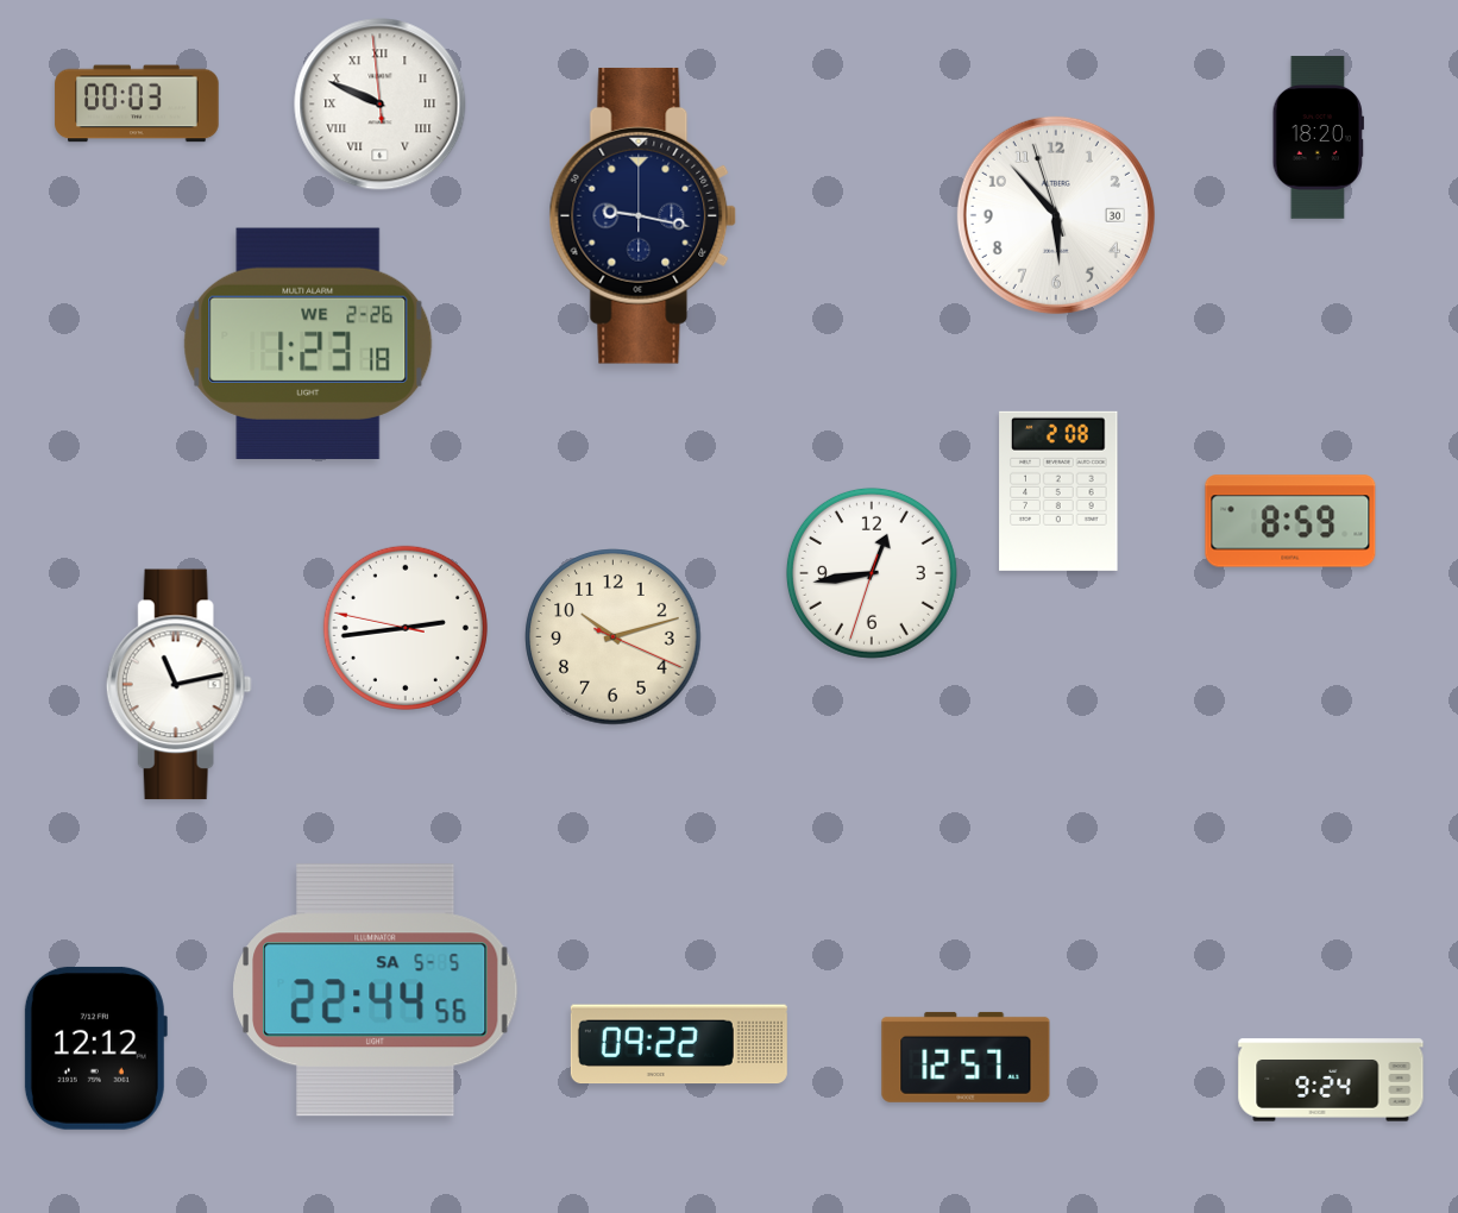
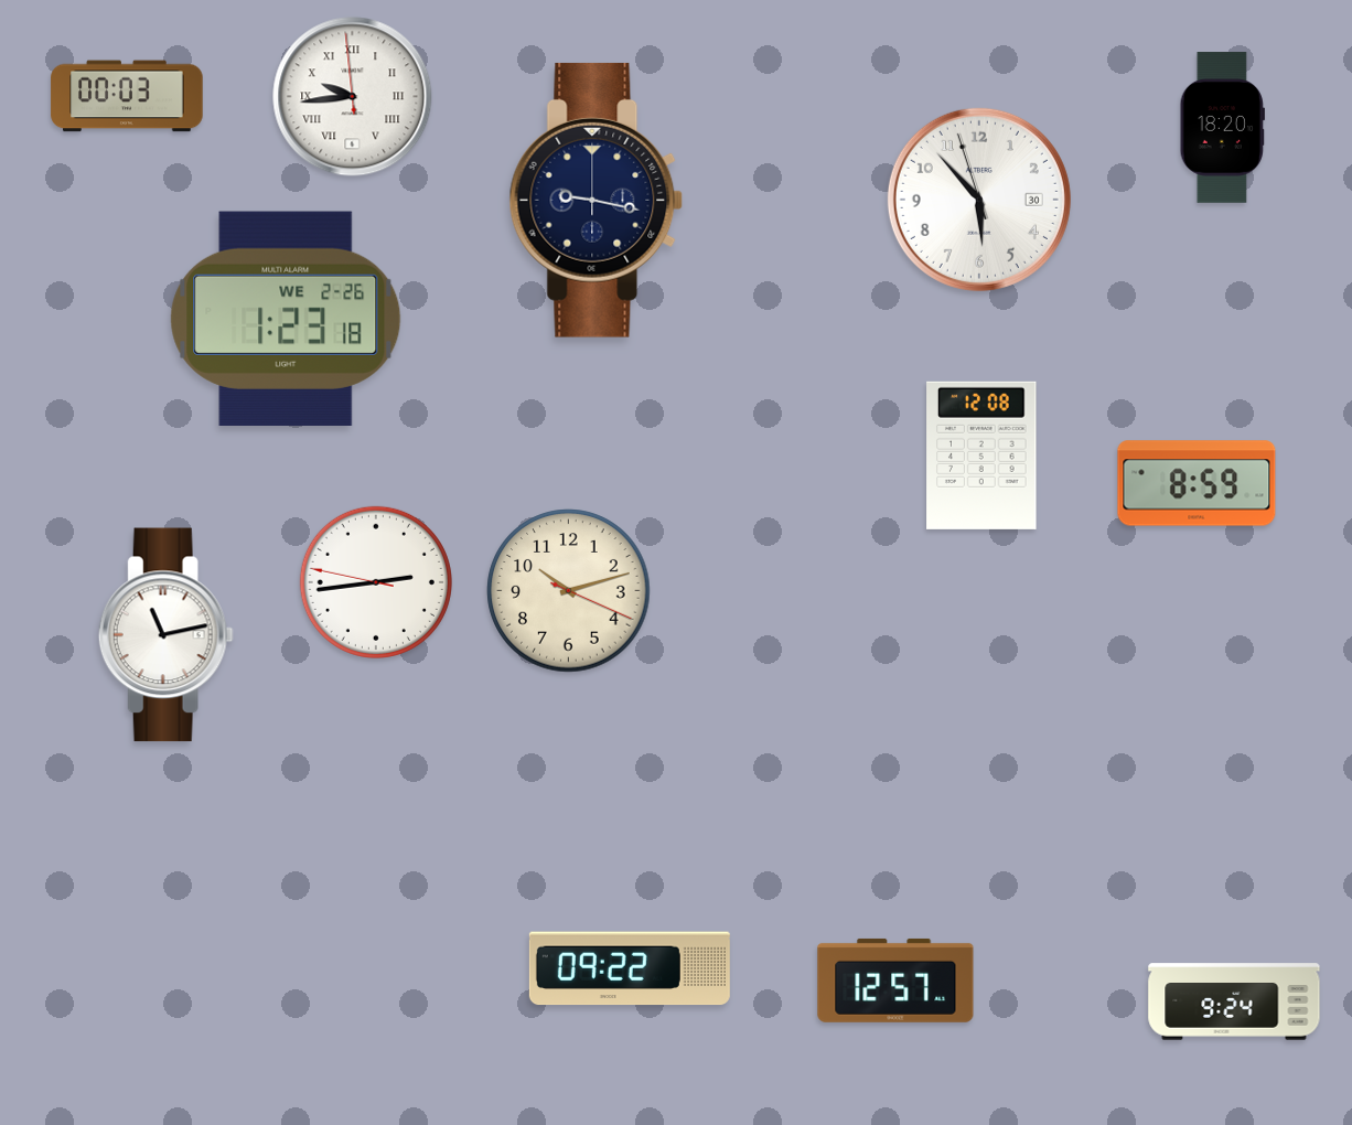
clock at (381, 105): 9:48 -> 9:43
clock at (1058, 491): 2:08 -> 12:08
clock at (872, 573): 12:43 -> none
clock at (376, 991): 22:44 -> none
clock at (95, 1048): 12:12 -> none
